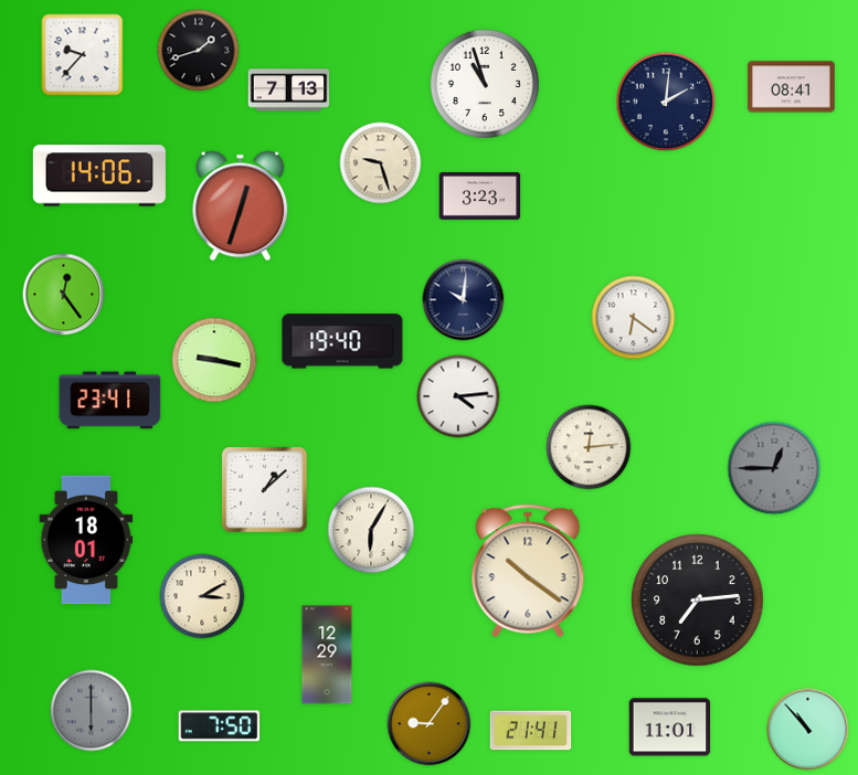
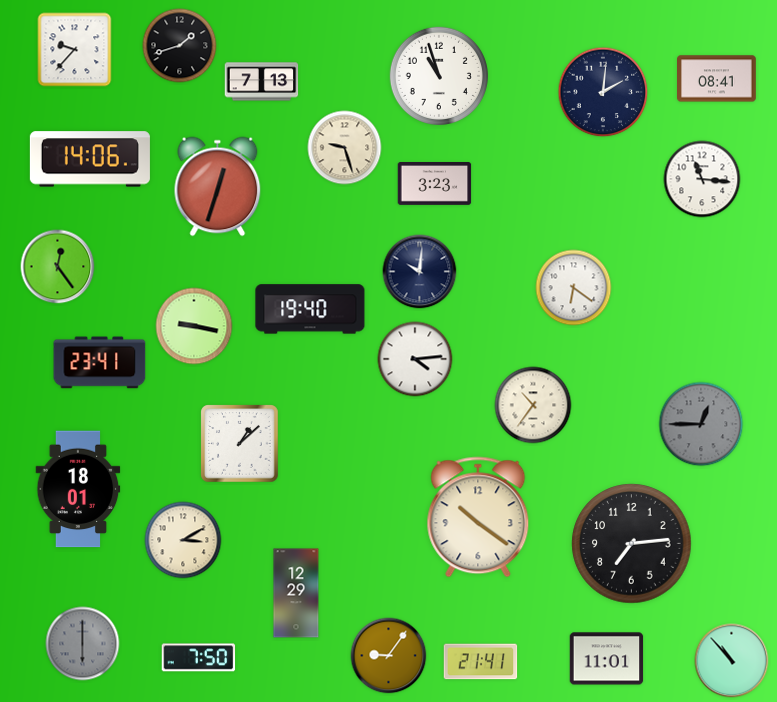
clock at (480, 197) position: (480, 197) -> (435, 184)
clock at (702, 179): none -> 11:16
clock at (589, 447): 12:14 -> 10:36
clock at (371, 530): 6:05 -> none
